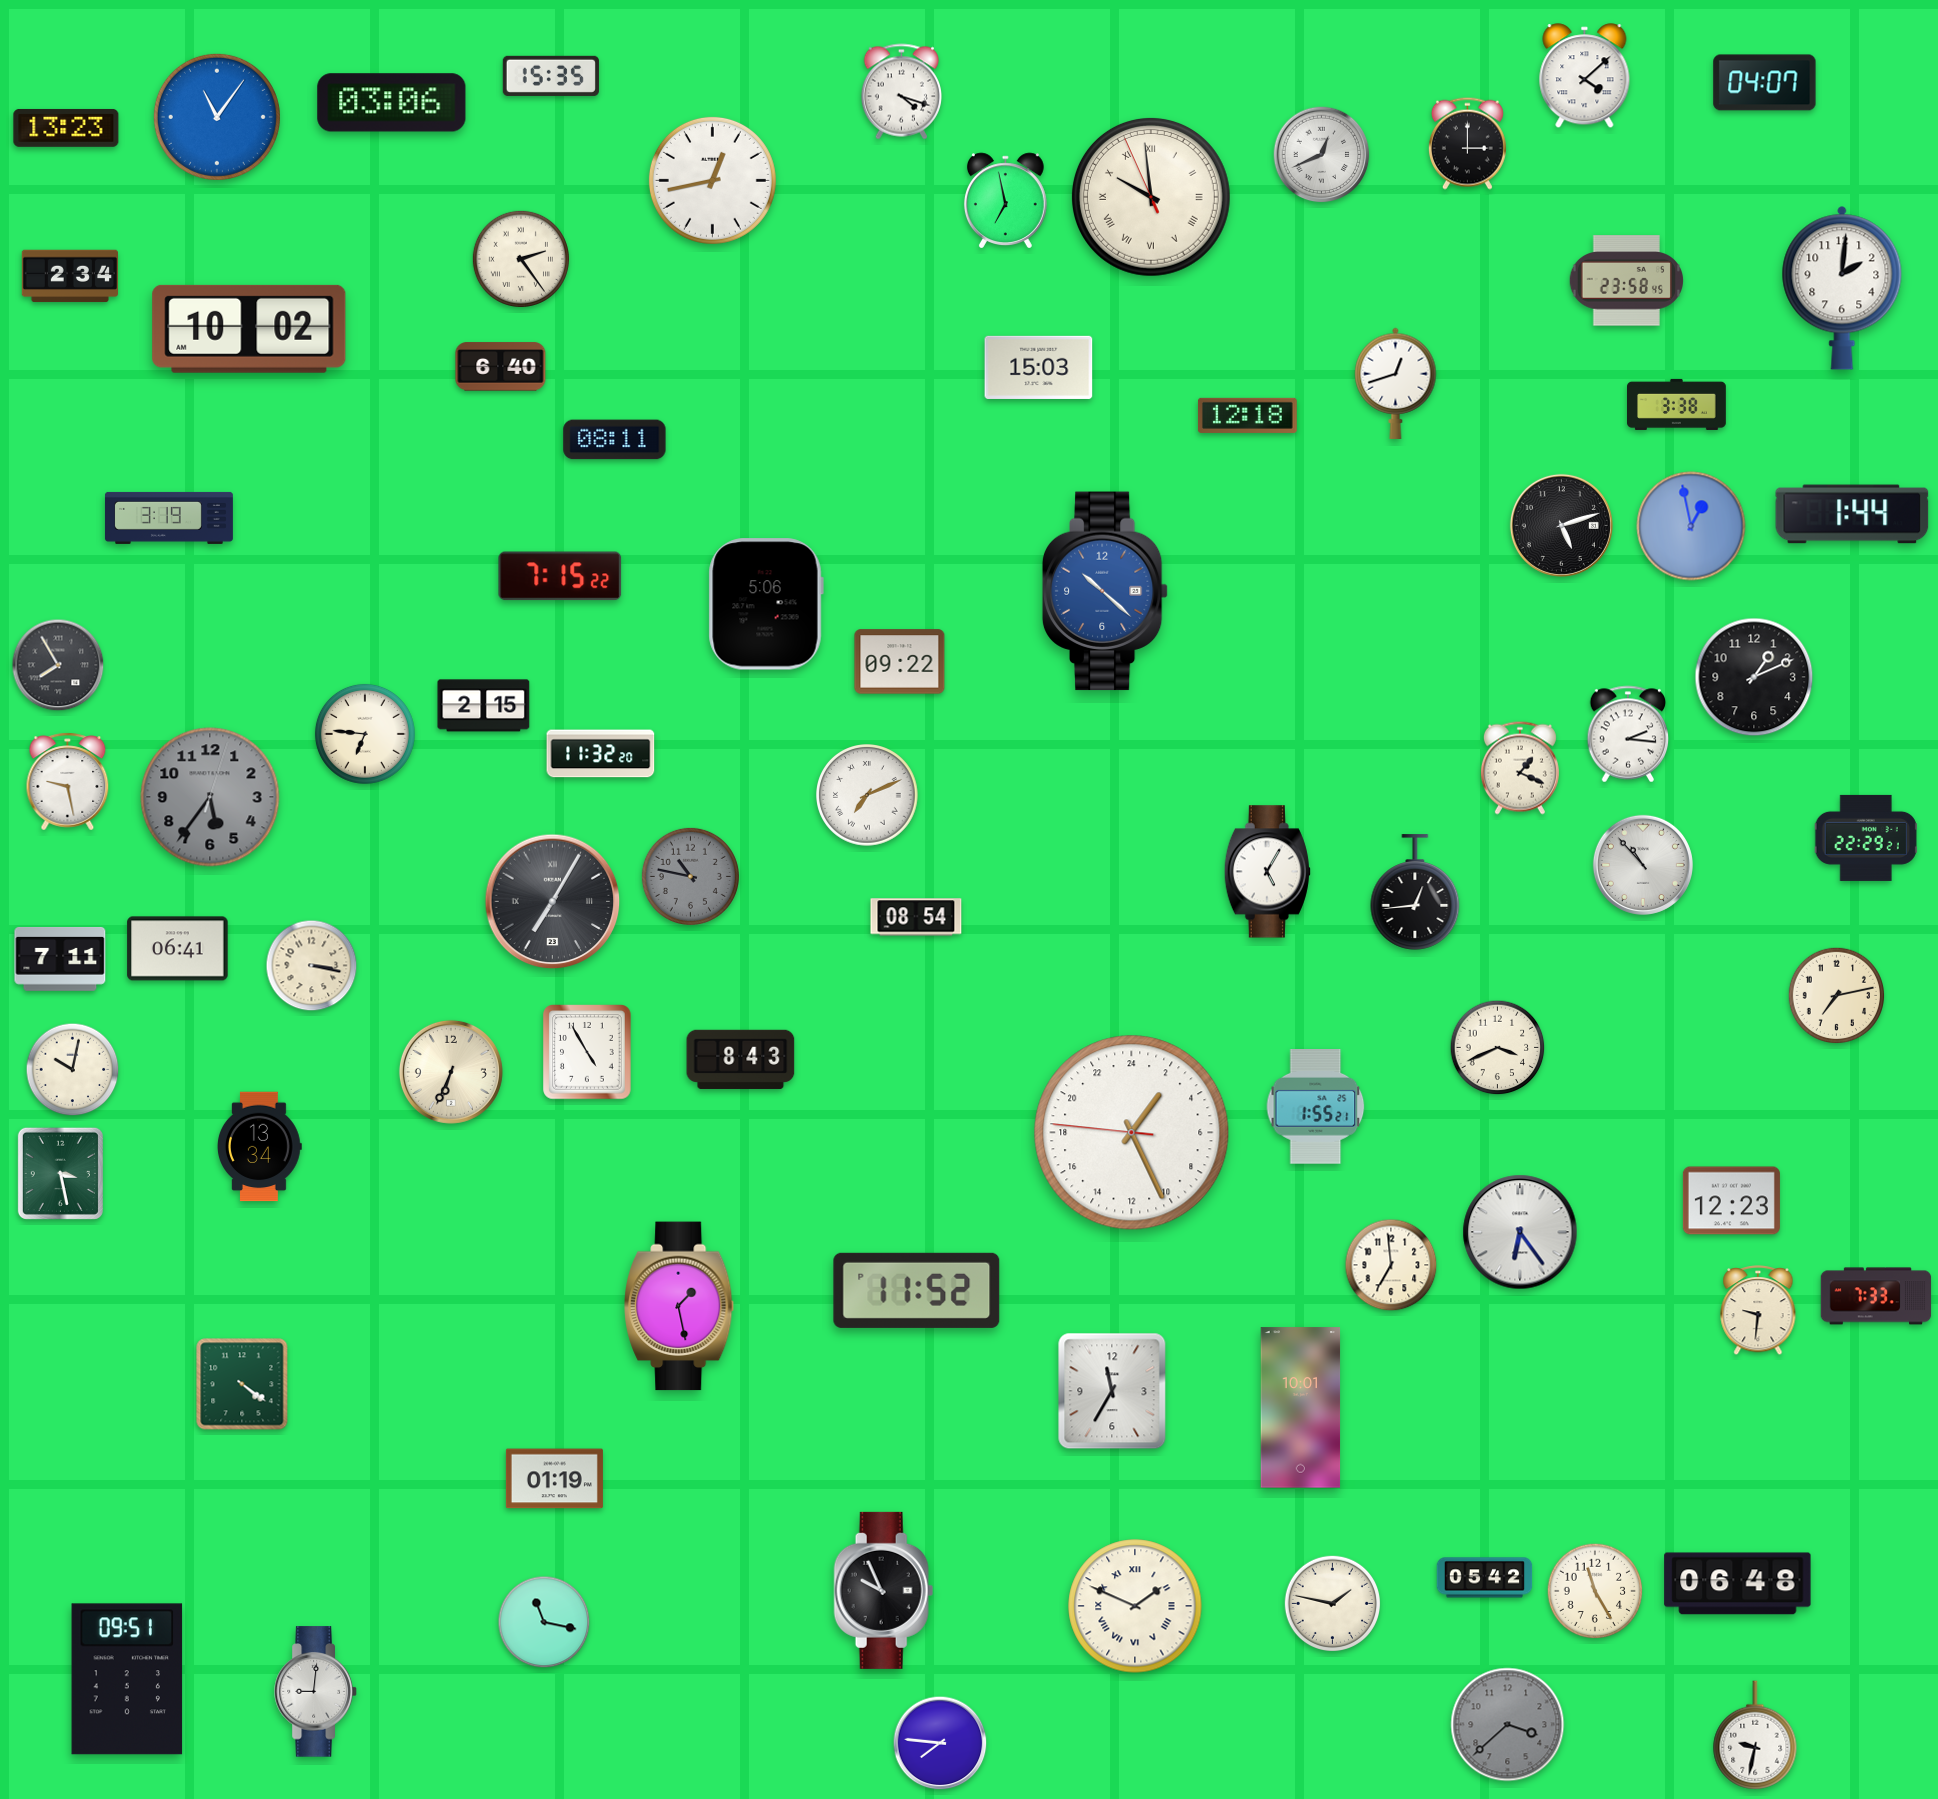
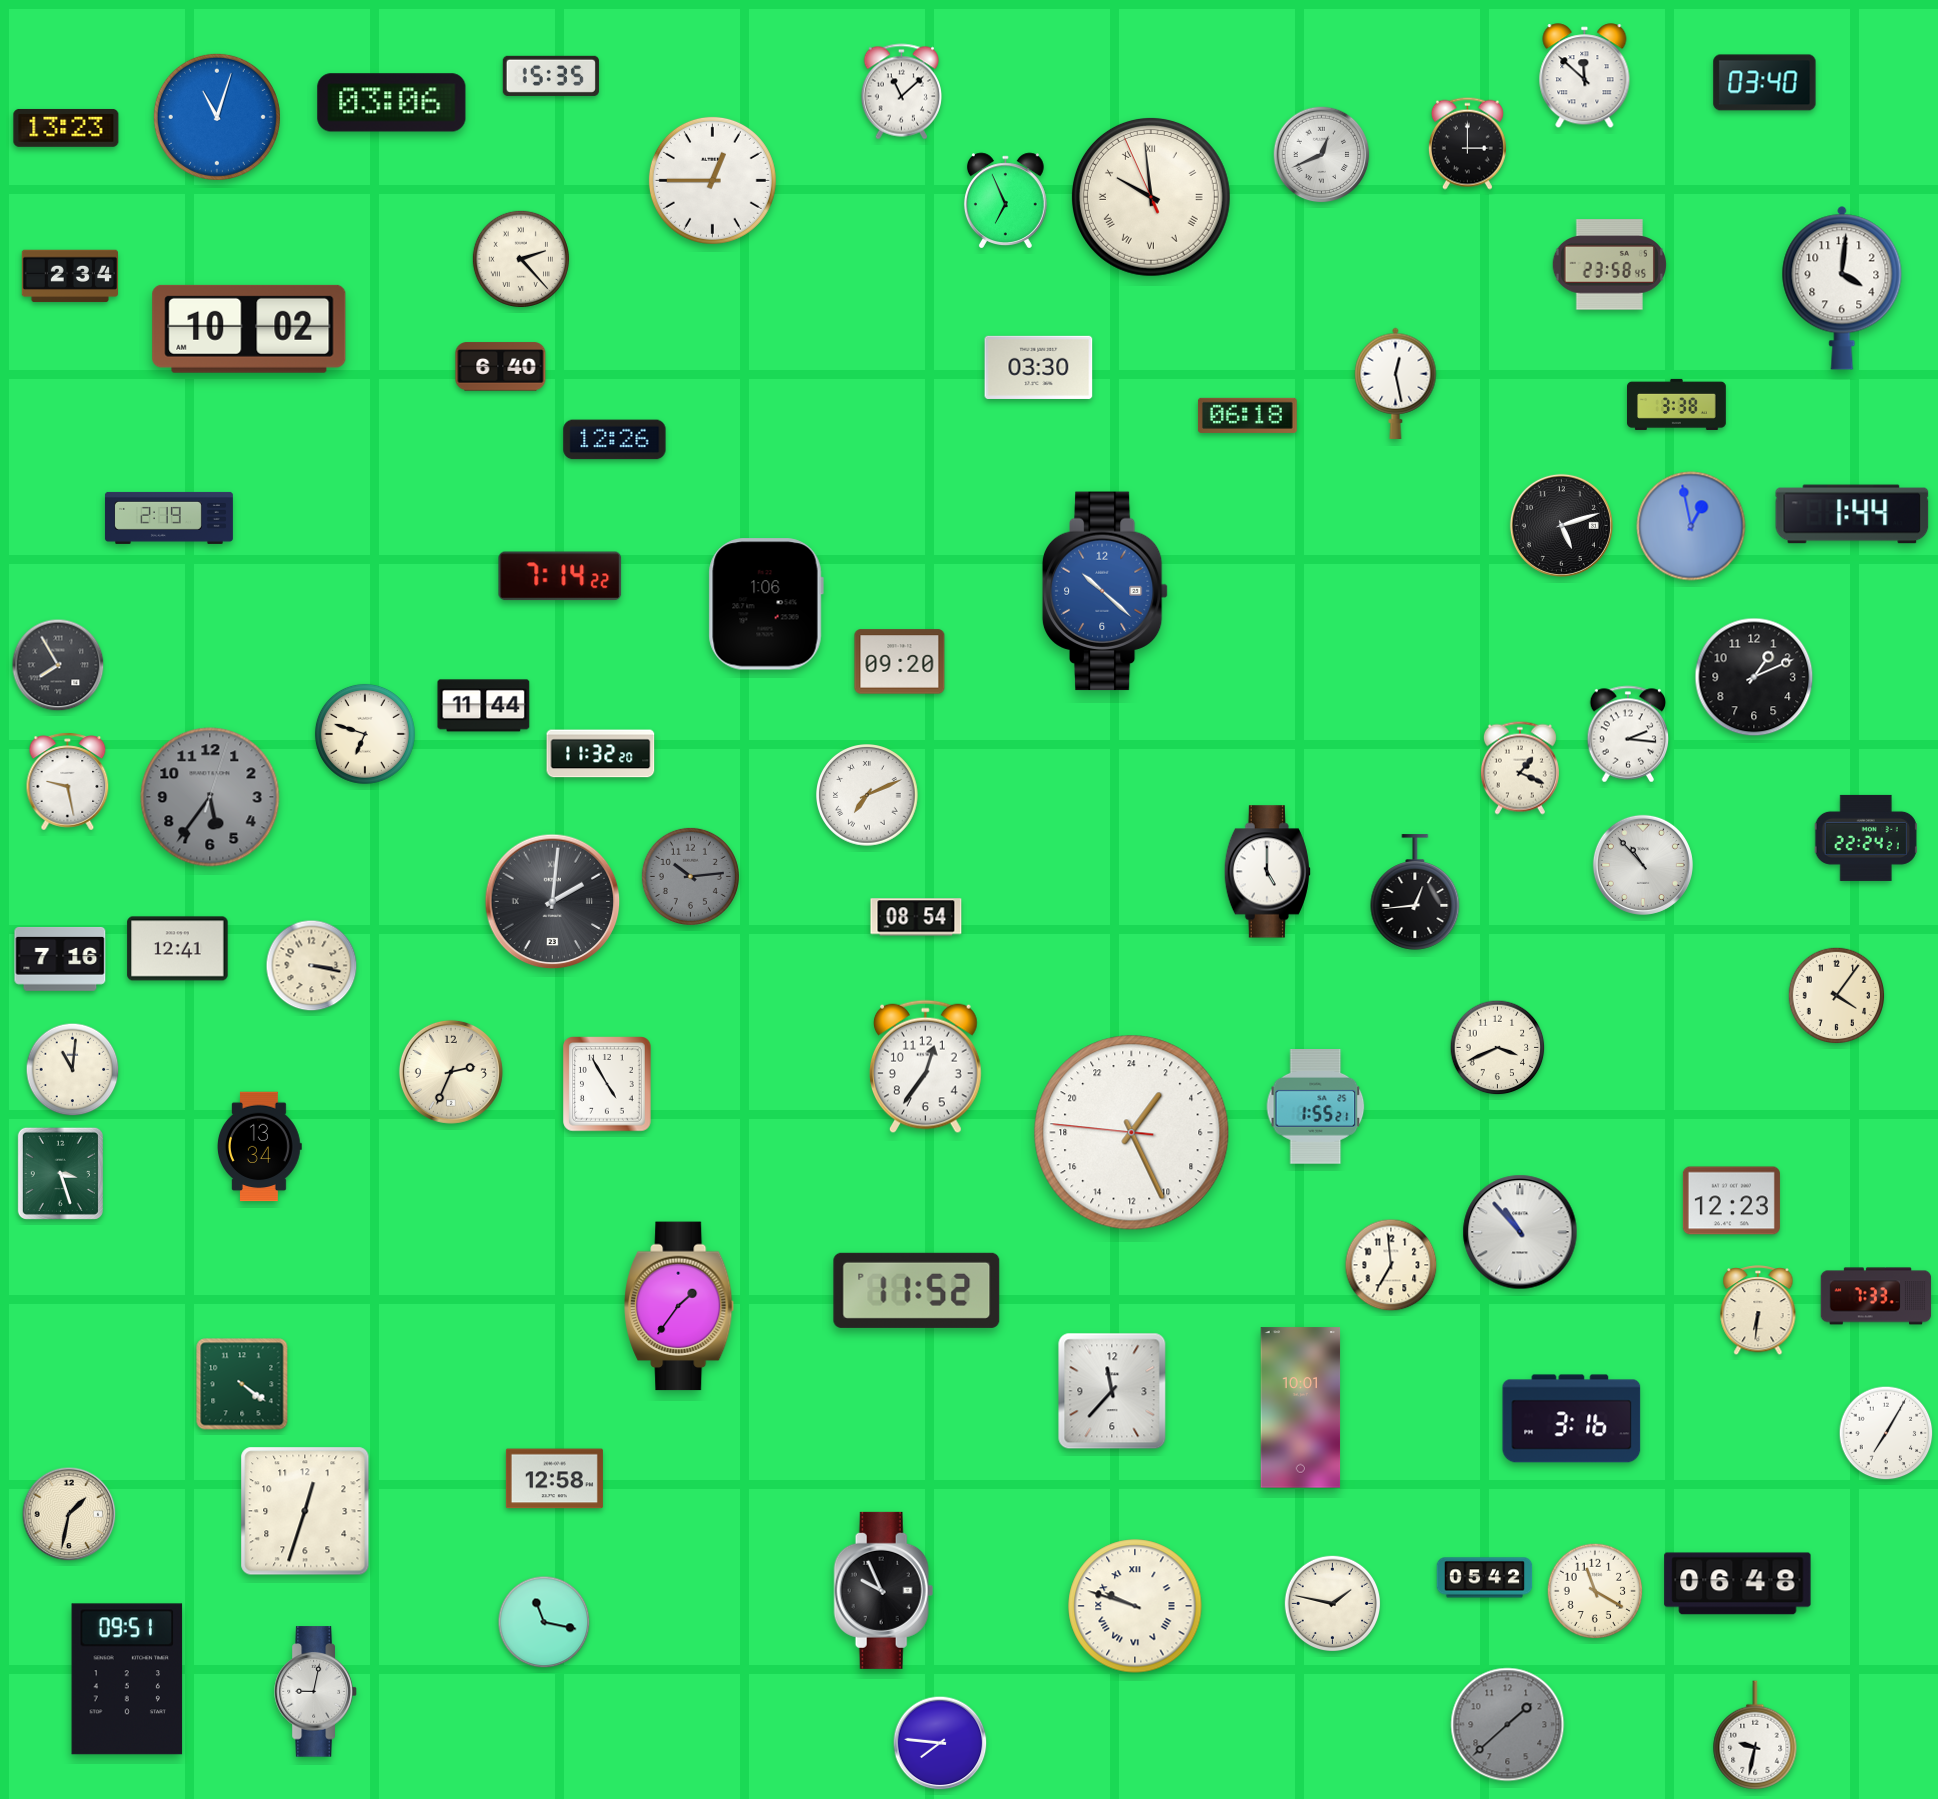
clock at (1585, 76): 4:08 -> 11:52
clock at (1765, 83): 04:07 -> 03:40
clock at (901, 92): 4:18 -> 11:08
clock at (217, 117): 11:06 -> 11:03
clock at (712, 180): 12:43 -> 12:45
clock at (1005, 200): 6:58 -> 6:56
clock at (521, 259): 2:24 -> 2:23
clock at (1626, 281) position: (1626, 281) -> (1609, 265)
clock at (1842, 288): 2:01 -> 4:01
clock at (1039, 367): 15:03 -> 03:30
clock at (1396, 383): 12:42 -> 12:28
clock at (1248, 415): 12:18 -> 06:18
clock at (615, 440): 08:11 -> 12:26
clock at (169, 518): 3:19 -> 2:19
clock at (560, 576): 7:15 -> 7:14
clock at (766, 604): 5:06 -> 1:06
clock at (900, 662): 09:22 -> 09:20
clock at (484, 706): 2:15 -> 11:44
clock at (365, 734): 6:46 -> 6:48
clock at (1866, 838): 22:29 -> 22:24
clock at (1267, 872): 5:05 -> 5:00
clock at (690, 876): 10:47 -> 10:14
clock at (553, 902): 7:05 -> 2:01
clock at (178, 949): 06:41 -> 12:41
clock at (60, 959): 7:11 -> 7:16
clock at (1836, 995): 7:13 -> 4:06
clock at (587, 1052) position: (587, 1052) -> (607, 1084)
clock at (741, 1059): 8:43 -> none
clock at (926, 1067): none -> 12:36
clock at (73, 1070): 10:02 -> 11:01
clock at (451, 1072): 6:34 -> 2:34
clock at (60, 1173): 3:28 -> 3:27
clock at (1520, 1232): 6:24 -> 10:53
clock at (680, 1306): 1:28 -> 1:36
clock at (1758, 1311): 9:31 -> 6:31
clock at (1112, 1391): 11:35 -> 11:37
clock at (1572, 1419): none -> 3:16
clock at (1886, 1433): none -> 7:05
clock at (554, 1479): 01:19 -> 12:58
clock at (305, 1511): none -> 12:33
clock at (69, 1514): none -> 1:32
clock at (1595, 1591): 11:25 -> 11:20
clock at (1135, 1606): 1:49 -> 9:48
clock at (316, 1692): 9:01 -> 9:02
clock at (1508, 1725): 3:38 -> 1:38
